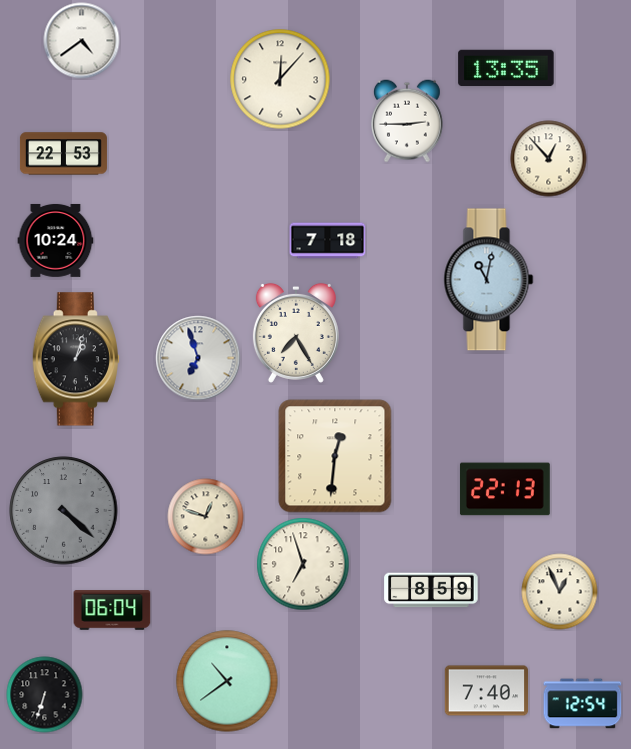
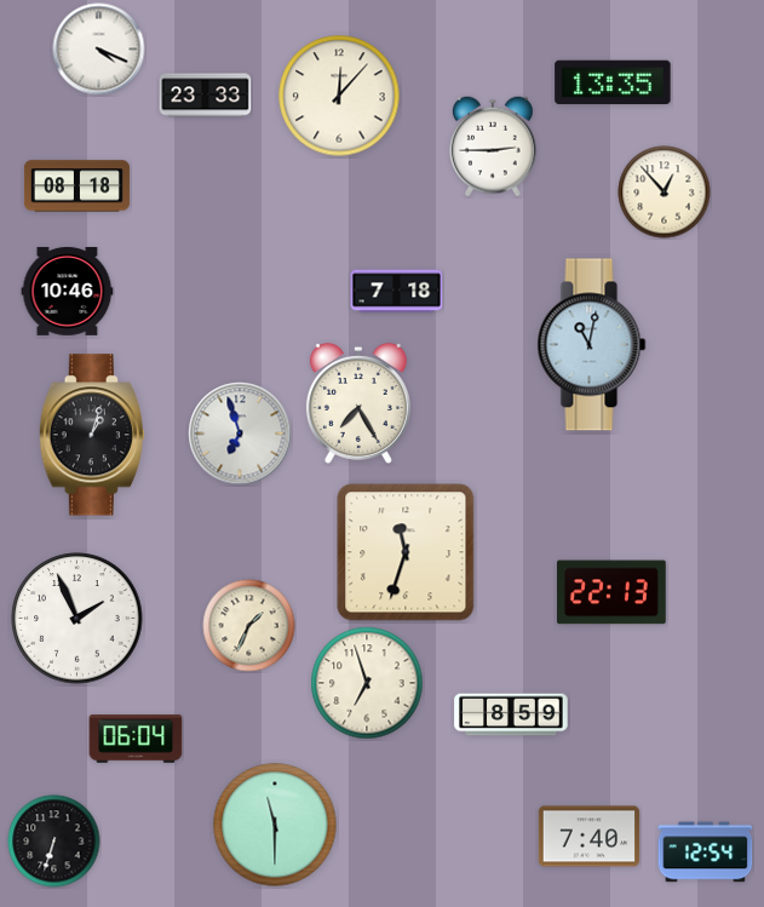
clock at (82, 41): 4:39 -> 4:19
clock at (206, 96): none -> 23:33
clock at (63, 154): 22:53 -> 08:18
clock at (56, 240): 10:24 -> 10:46
clock at (489, 280) position: (489, 280) -> (592, 345)
clock at (335, 456): 12:31 -> 11:33
clock at (64, 511): 4:22 -> 1:56
clock at (64, 511) dial: grey -> white
clock at (206, 517): 12:48 -> 1:34
clock at (431, 590) position: (431, 590) -> (511, 714)
clock at (560, 592): 12:56 -> none
clock at (227, 681): 10:39 -> 11:30
